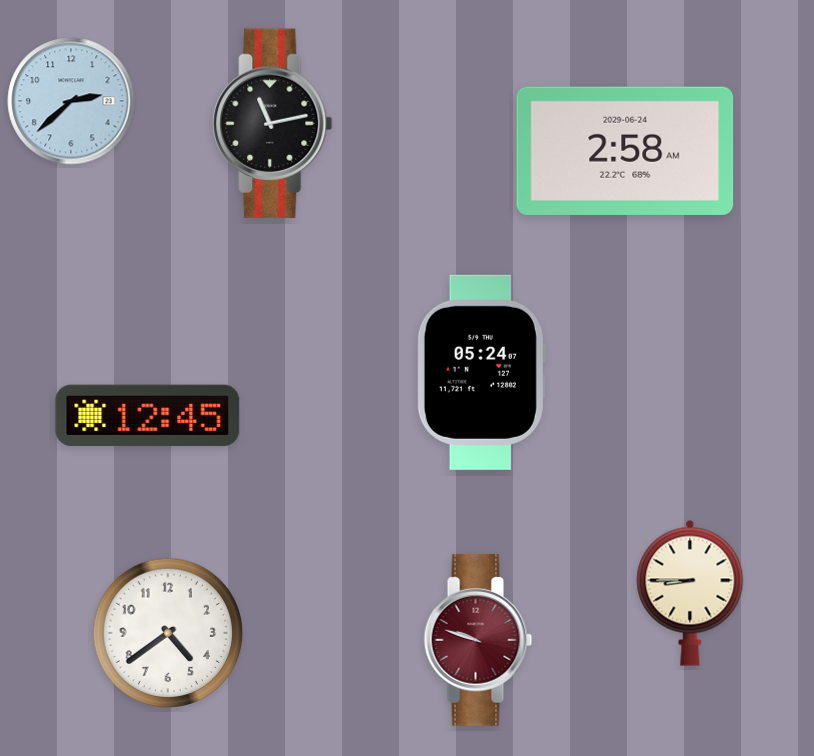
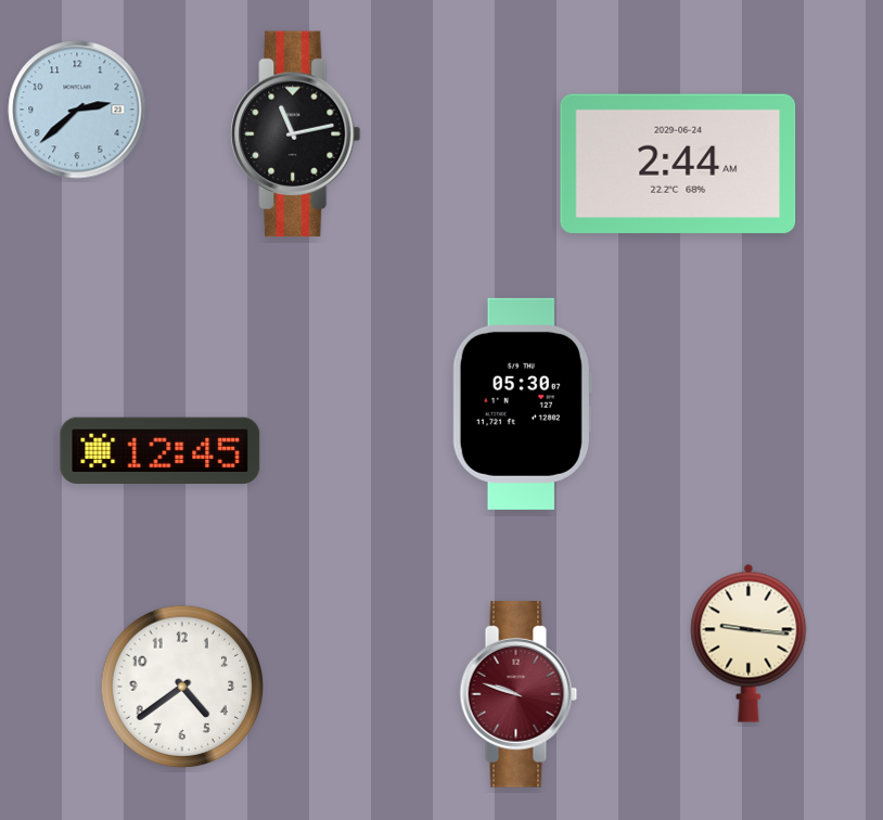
clock at (625, 151): 2:58 -> 2:44
clock at (481, 372): 05:24 -> 05:30
clock at (690, 593): 8:45 -> 9:16
